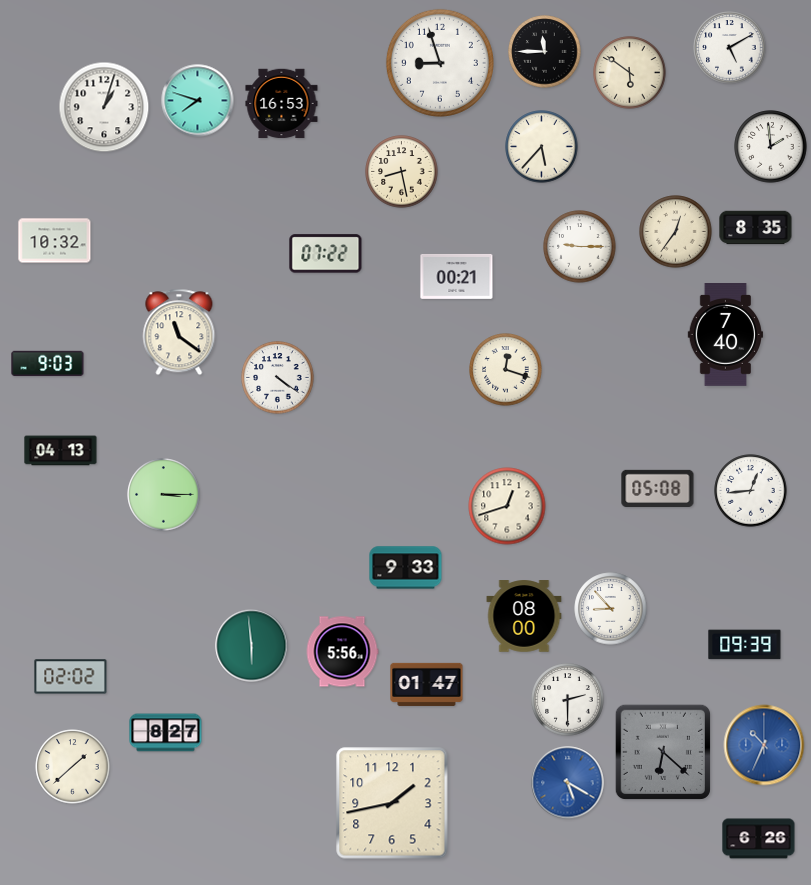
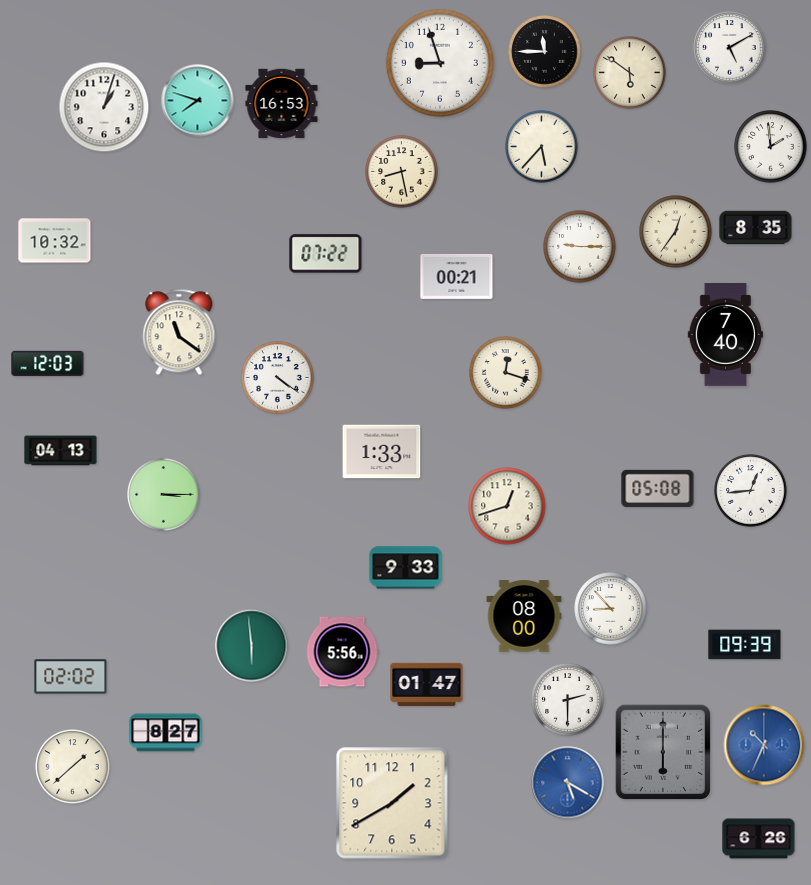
clock at (48, 364): 9:03 -> 12:03
clock at (506, 370) position: (506, 370) -> (506, 373)
clock at (382, 452): none -> 1:33
clock at (663, 752): 6:22 -> 6:00
clock at (392, 803): 1:43 -> 1:40
